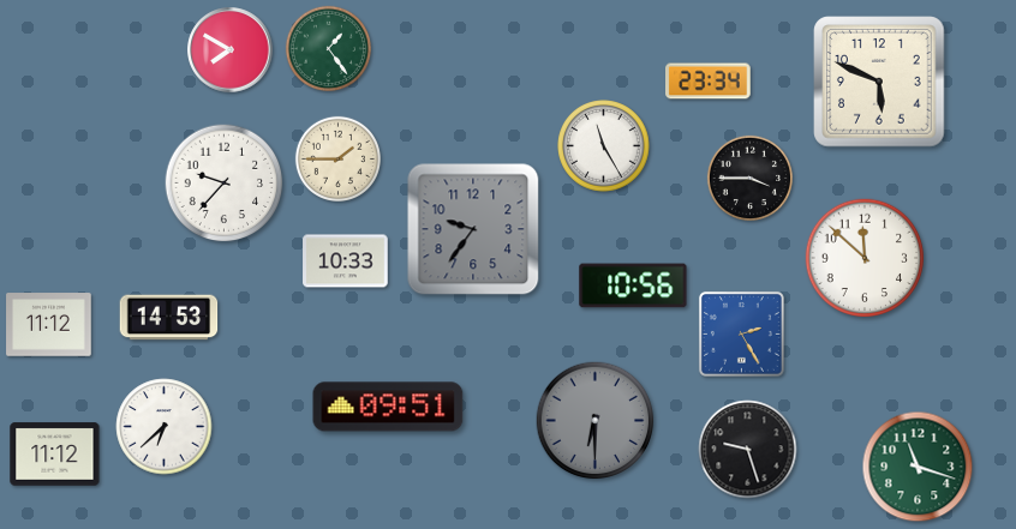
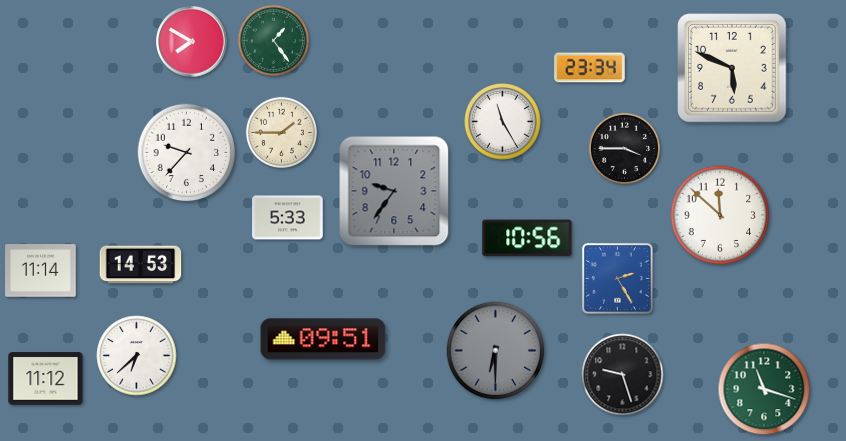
clock at (346, 262): 10:33 -> 5:33
clock at (49, 325): 11:12 -> 11:14
